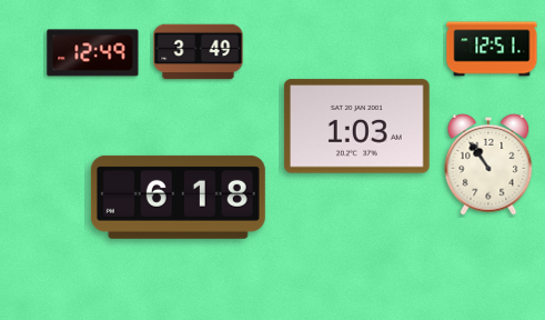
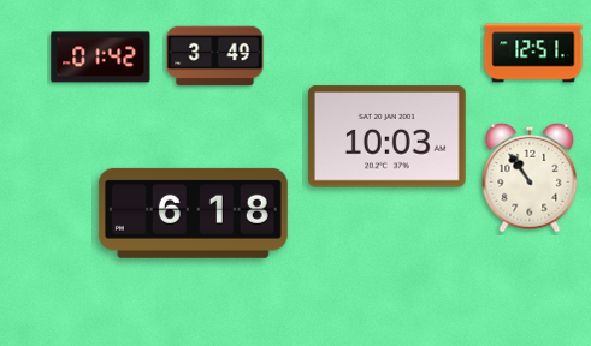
clock at (93, 53): 12:49 -> 01:42
clock at (356, 127): 1:03 -> 10:03
